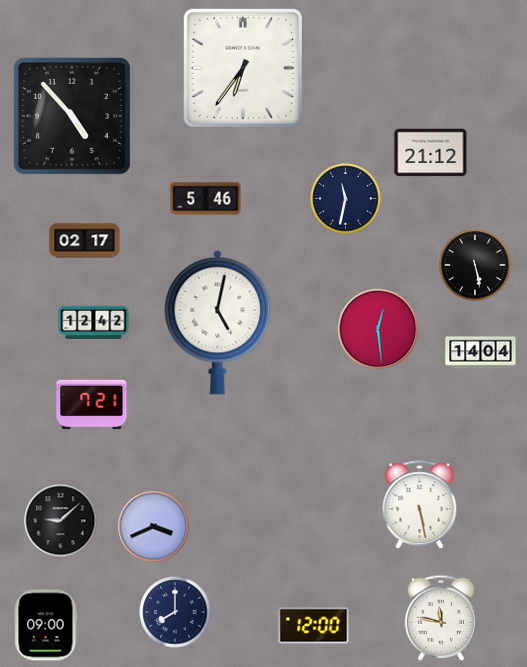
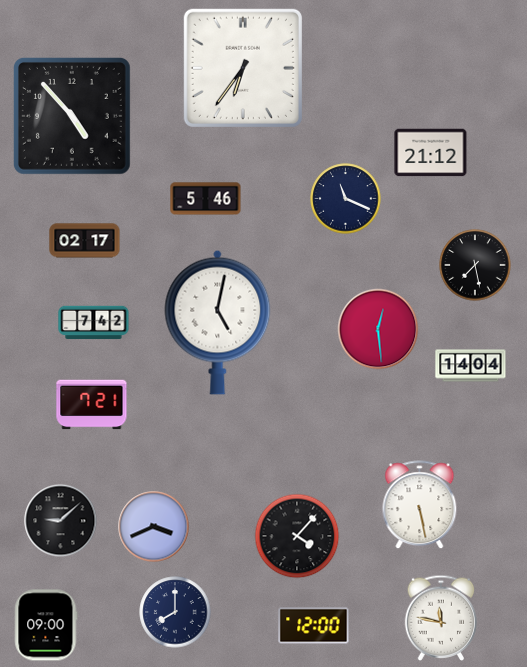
clock at (346, 199): 11:32 -> 11:19
clock at (475, 265): 5:28 -> 7:28
clock at (94, 323): 12:42 -> 7:42
clock at (481, 353) position: (481, 353) -> (471, 366)
clock at (297, 536): none -> 4:07
